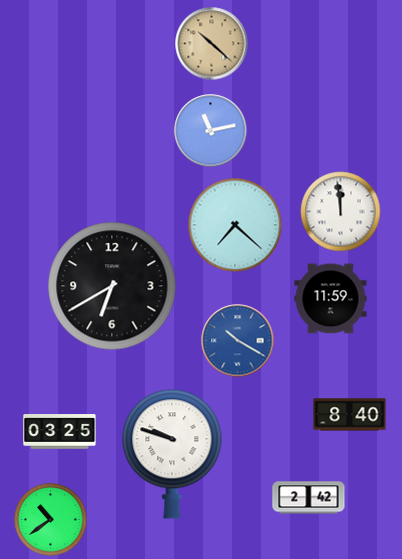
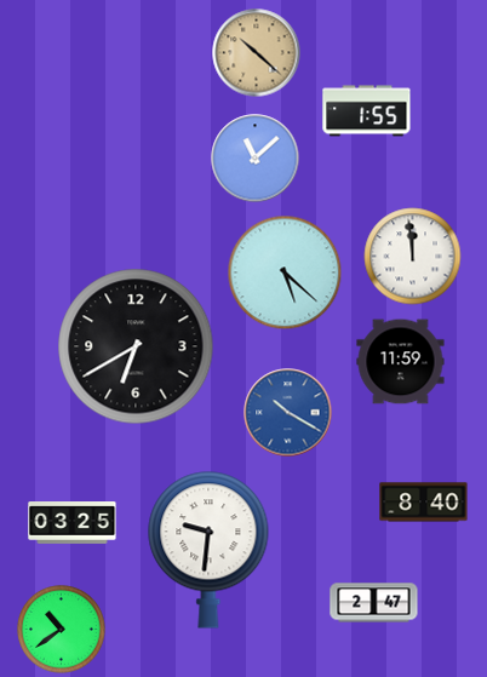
clock at (367, 111): none -> 1:55
clock at (211, 131): 11:13 -> 11:08
clock at (235, 225): 7:22 -> 5:22
clock at (172, 454): 9:48 -> 9:31
clock at (309, 498): 2:42 -> 2:47
